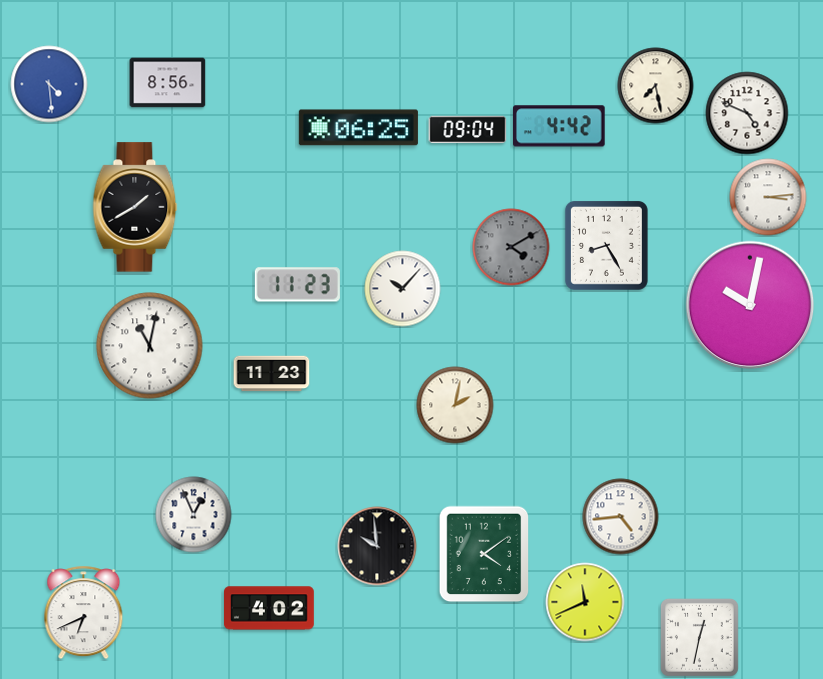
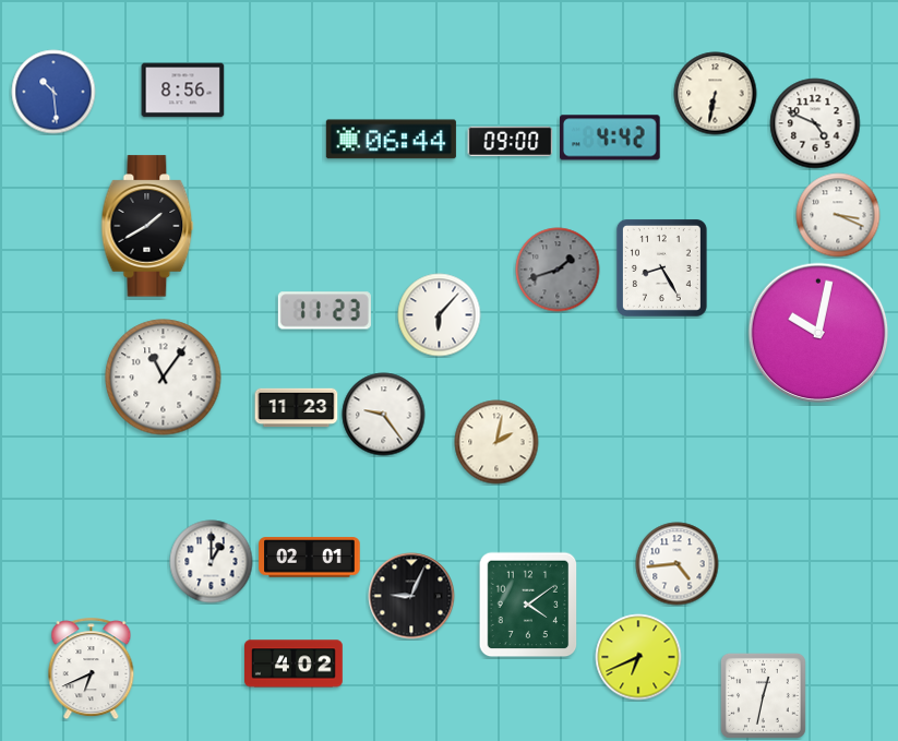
clock at (49, 84): 4:29 -> 10:29
clock at (656, 86): 7:28 -> 6:32
clock at (358, 128): 06:25 -> 06:44
clock at (468, 130): 09:04 -> 09:00
clock at (768, 197): 3:14 -> 3:19
clock at (511, 247): 4:10 -> 1:42
clock at (403, 289): 10:07 -> 6:07
clock at (150, 346): 11:02 -> 11:06
clock at (384, 415): none -> 9:24
clock at (310, 558): none -> 02:01
clock at (194, 515): 12:56 -> 1:00
clock at (377, 546): 9:59 -> 9:04
clock at (585, 602): 11:41 -> 6:41
